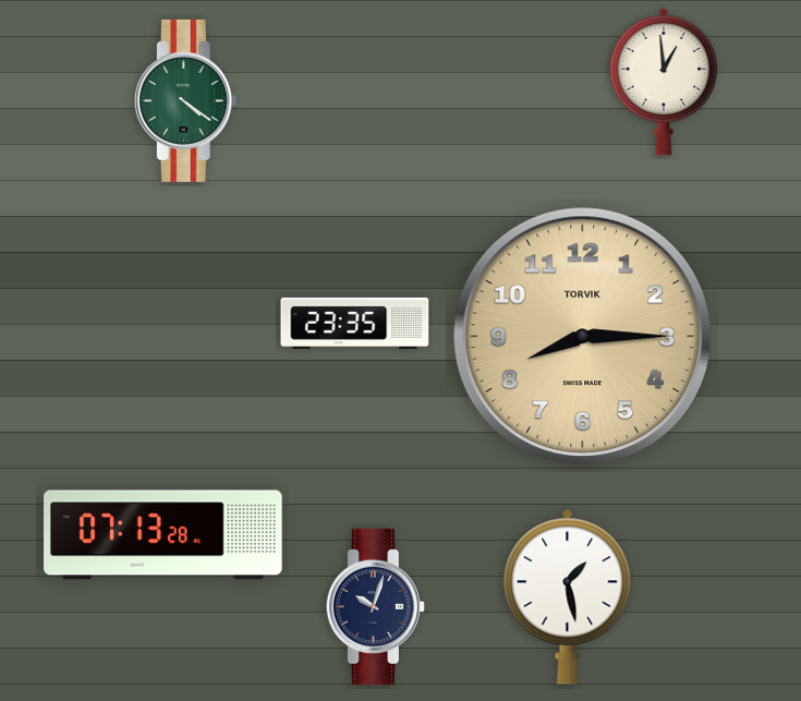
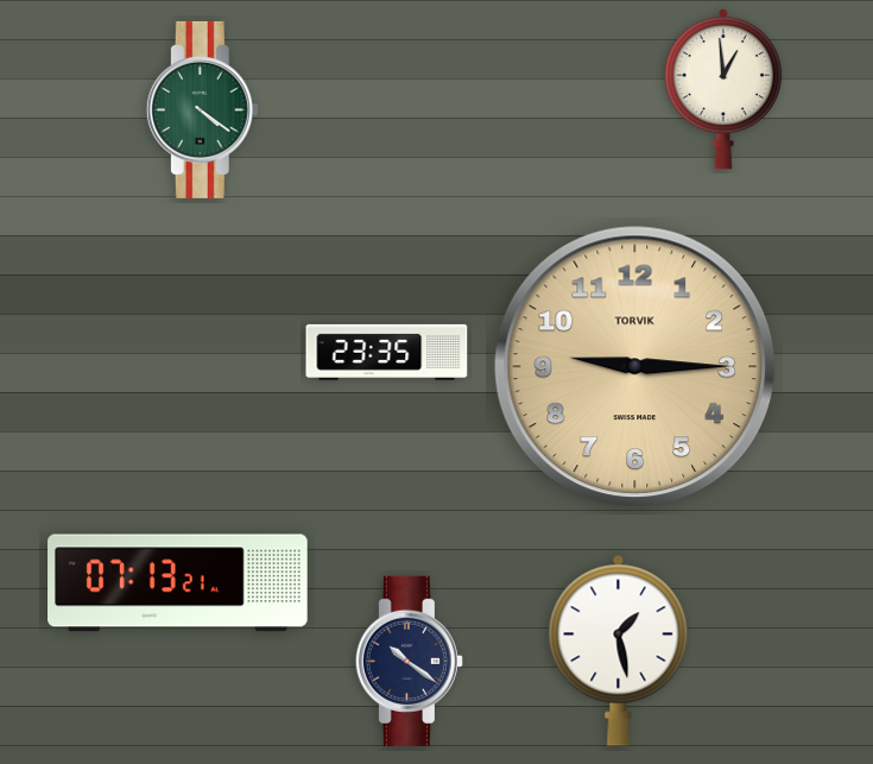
clock at (583, 337): 8:15 -> 9:15
clock at (163, 535): 07:13:28 -> 07:13:21
clock at (375, 606): 10:03 -> 10:21
